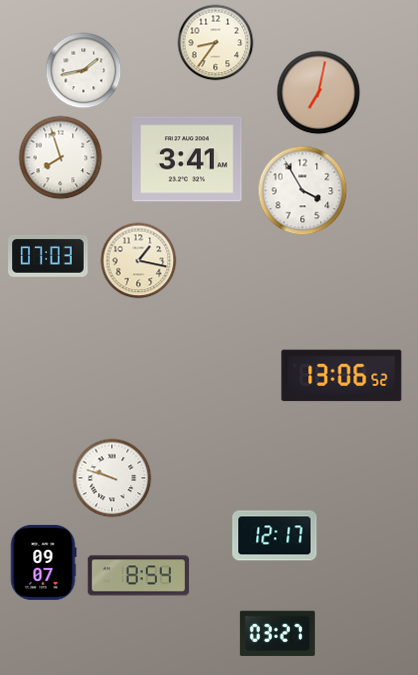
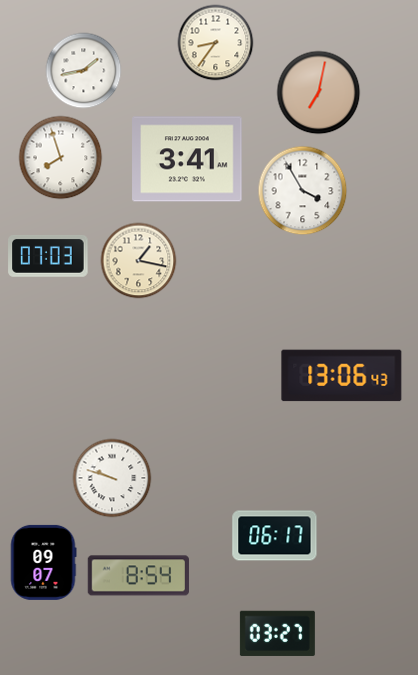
clock at (342, 376): 13:06:52 -> 13:06:43
clock at (275, 536): 12:17 -> 06:17
